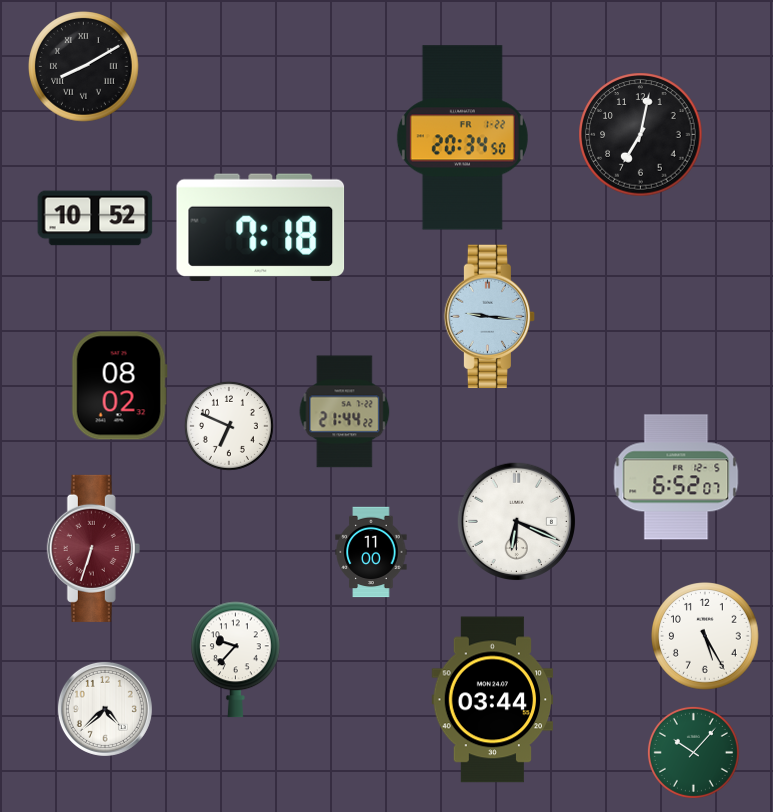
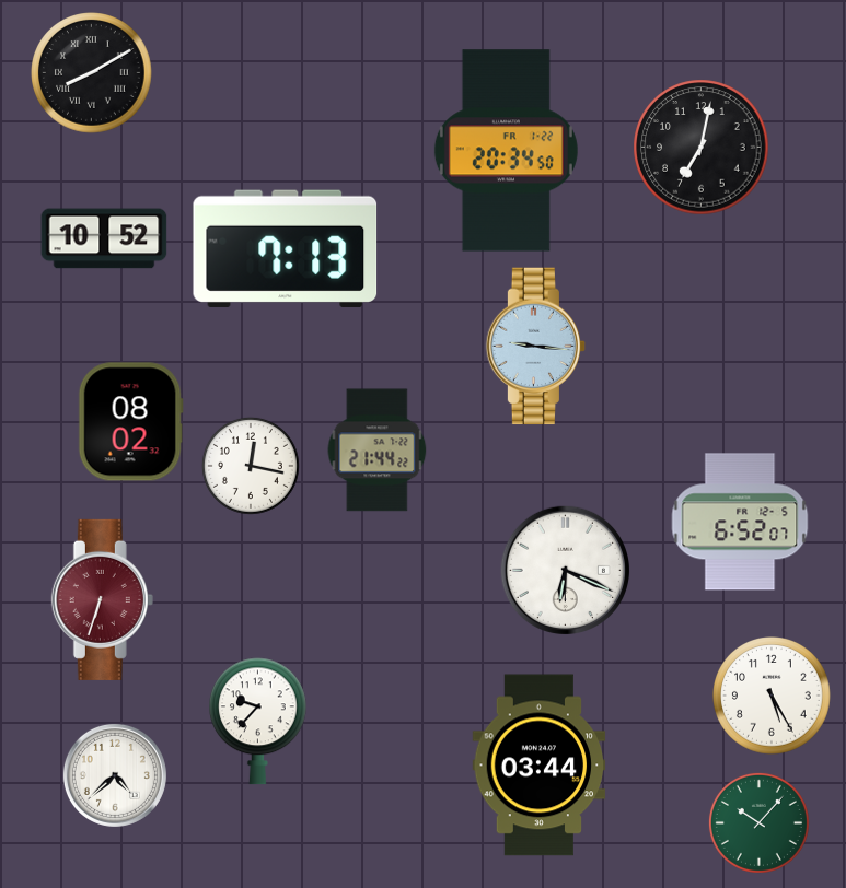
clock at (261, 227): 7:18 -> 7:13
clock at (229, 426): 6:49 -> 12:17
clock at (371, 552): 11:00 -> none
